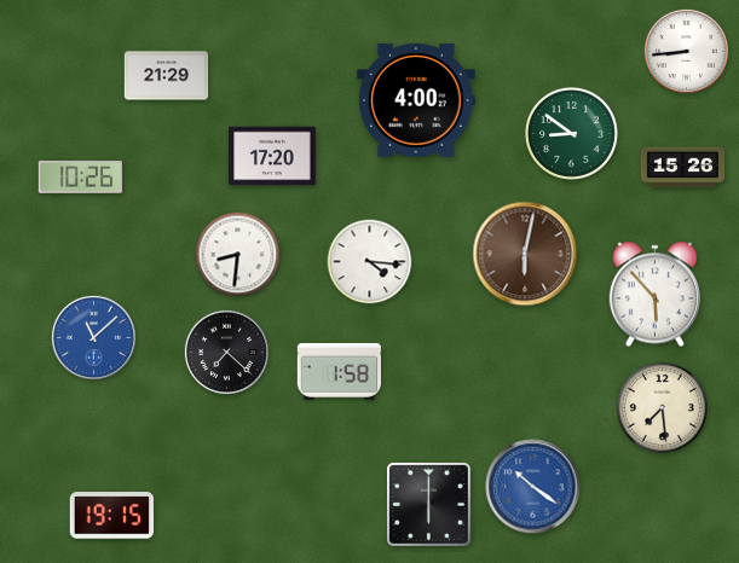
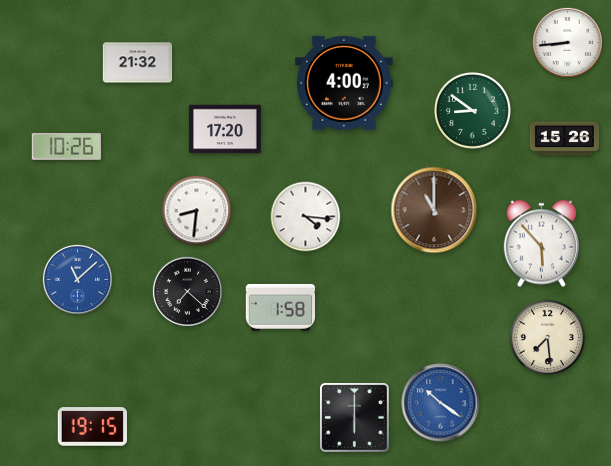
clock at (167, 76): 21:29 -> 21:32
clock at (525, 254): 6:02 -> 11:00
